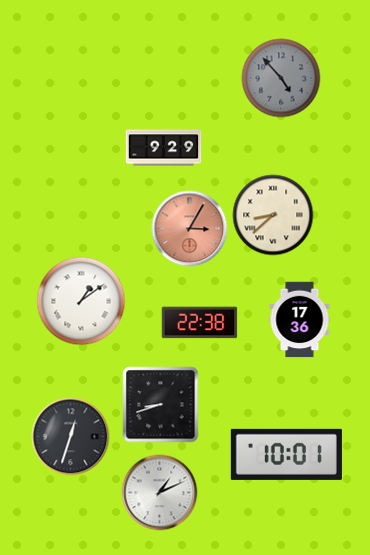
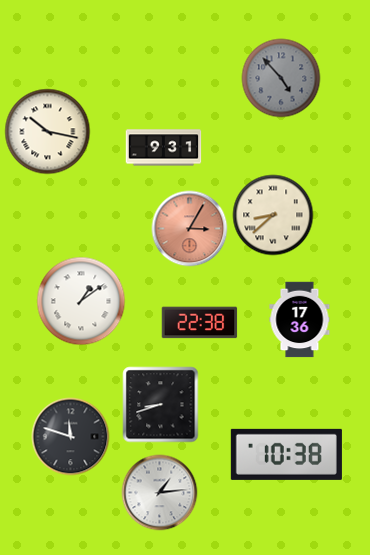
clock at (48, 132): none -> 10:17
clock at (164, 148): 9:29 -> 9:31
clock at (71, 437): 12:33 -> 11:48
clock at (286, 454): 10:01 -> 10:38
clock at (160, 493): 1:11 -> 1:14
